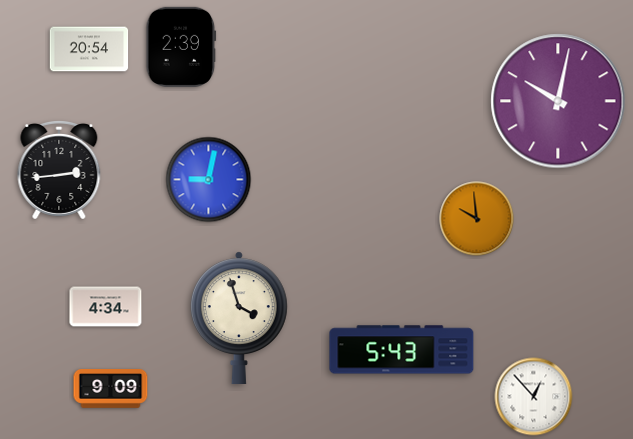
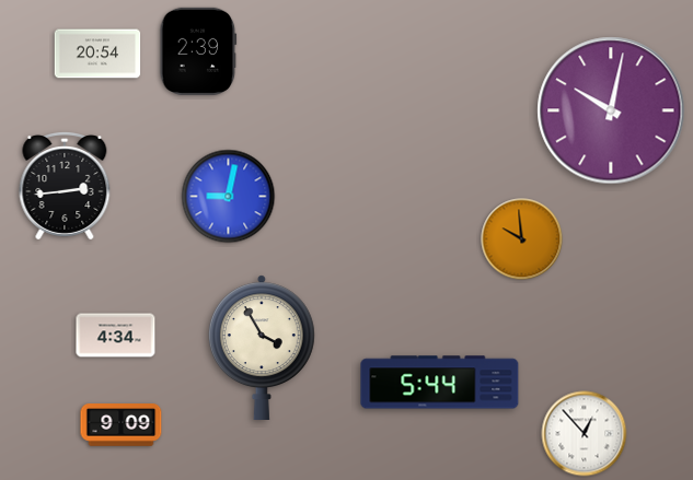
clock at (239, 317): 3:57 -> 3:55
clock at (402, 350): 5:43 -> 5:44
